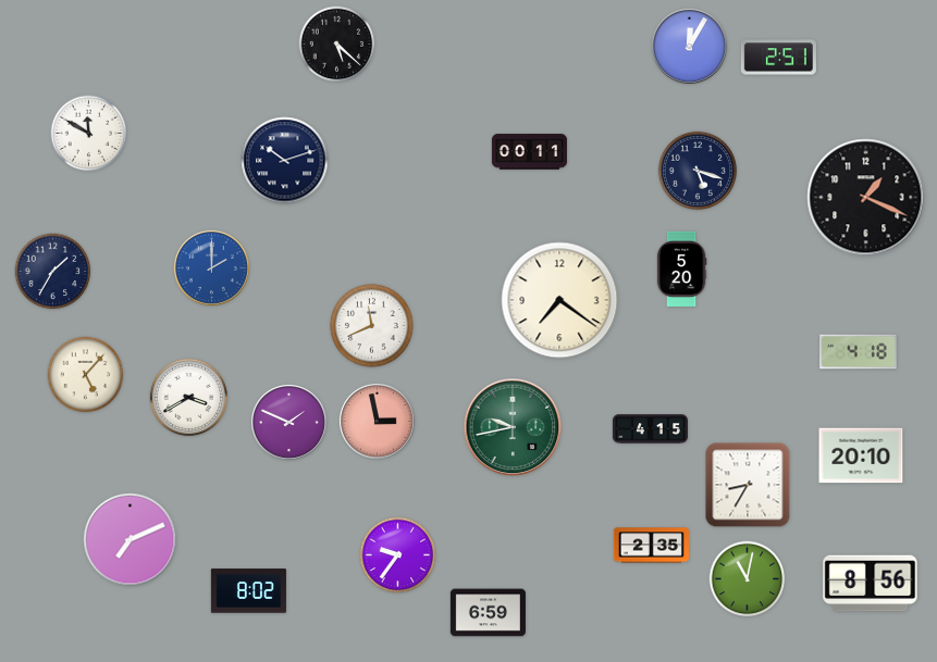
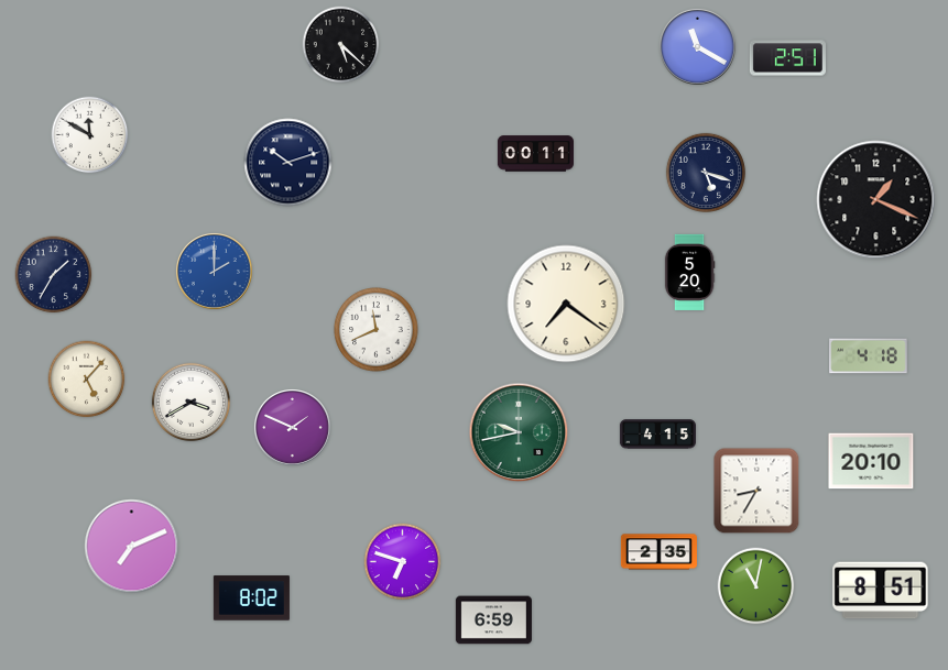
clock at (689, 46): 12:05 -> 11:20
clock at (377, 421): 2:58 -> none
clock at (398, 555): 9:36 -> 6:48
clock at (871, 584): 8:56 -> 8:51
